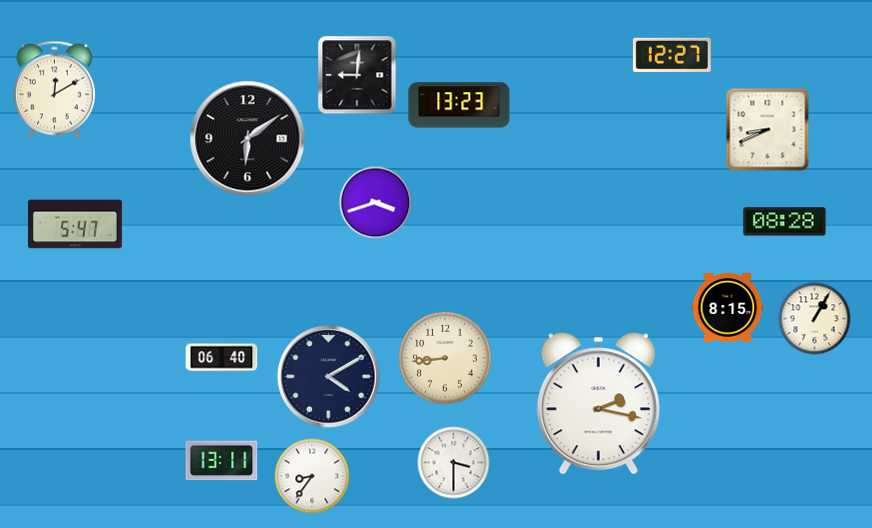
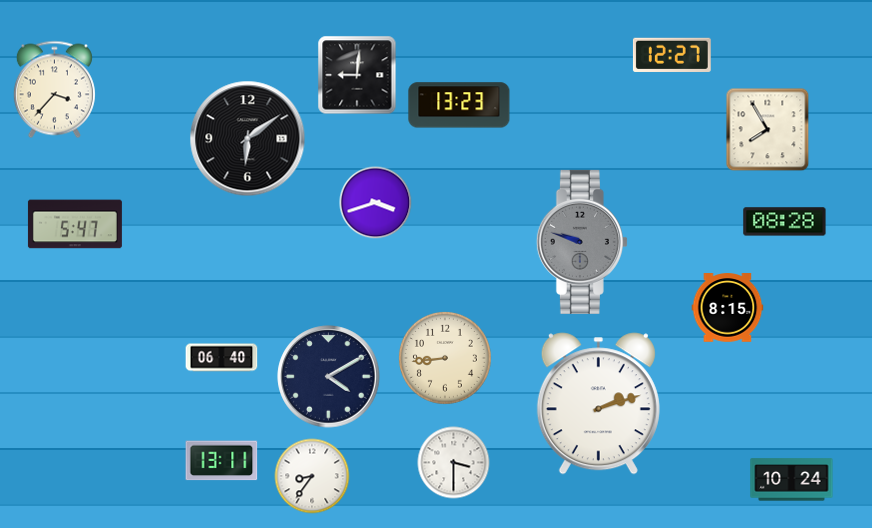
clock at (54, 90): 12:10 -> 3:37
clock at (768, 130): 8:41 -> 7:55
clock at (582, 242): none -> 9:48
clock at (815, 319): 1:05 -> none
clock at (598, 404): 2:17 -> 2:12
clock at (792, 480): none -> 10:24
